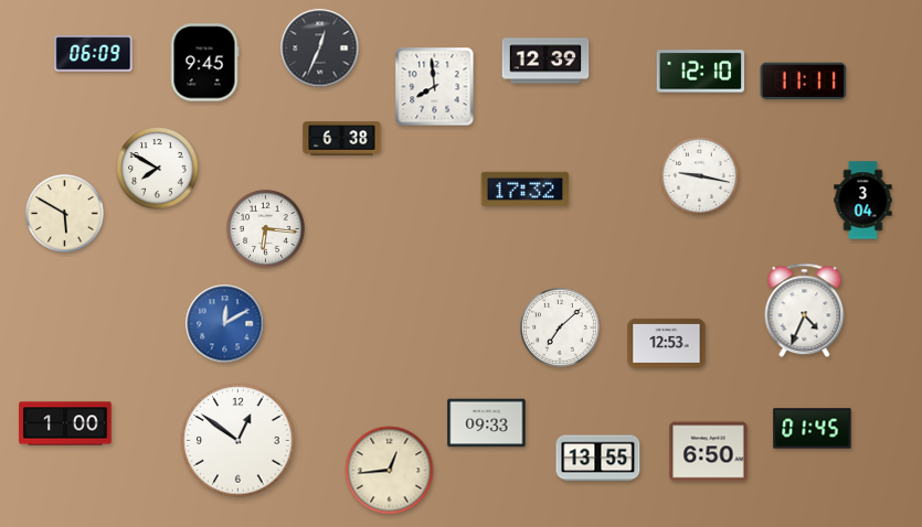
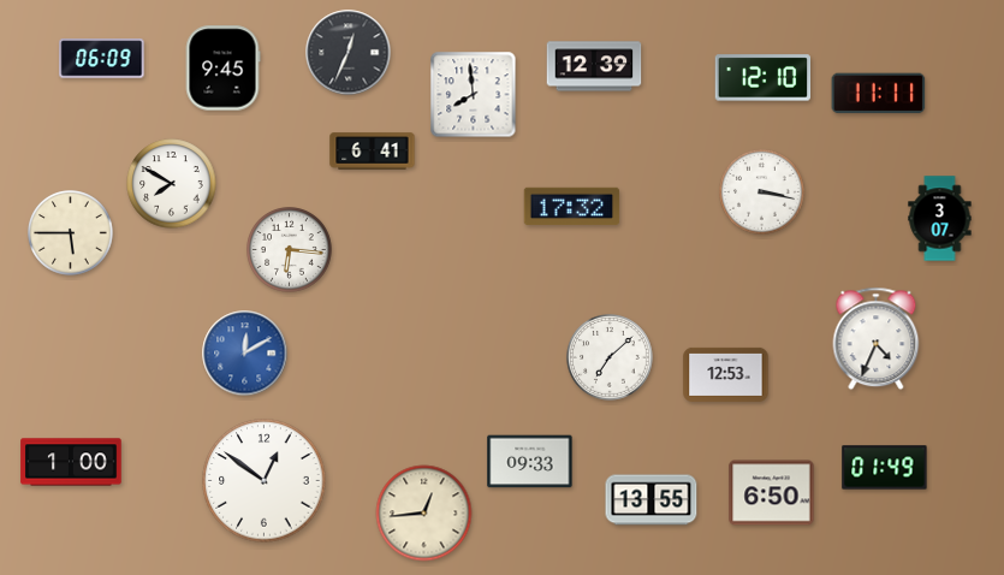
clock at (804, 82) position: (804, 82) -> (879, 94)
clock at (342, 139): 6:38 -> 6:41
clock at (700, 176): 9:17 -> 3:17
clock at (863, 201): 3:04 -> 3:07
clock at (65, 214): 5:50 -> 5:45
clock at (813, 429): 01:45 -> 01:49
clock at (239, 441) position: (239, 441) -> (265, 481)
